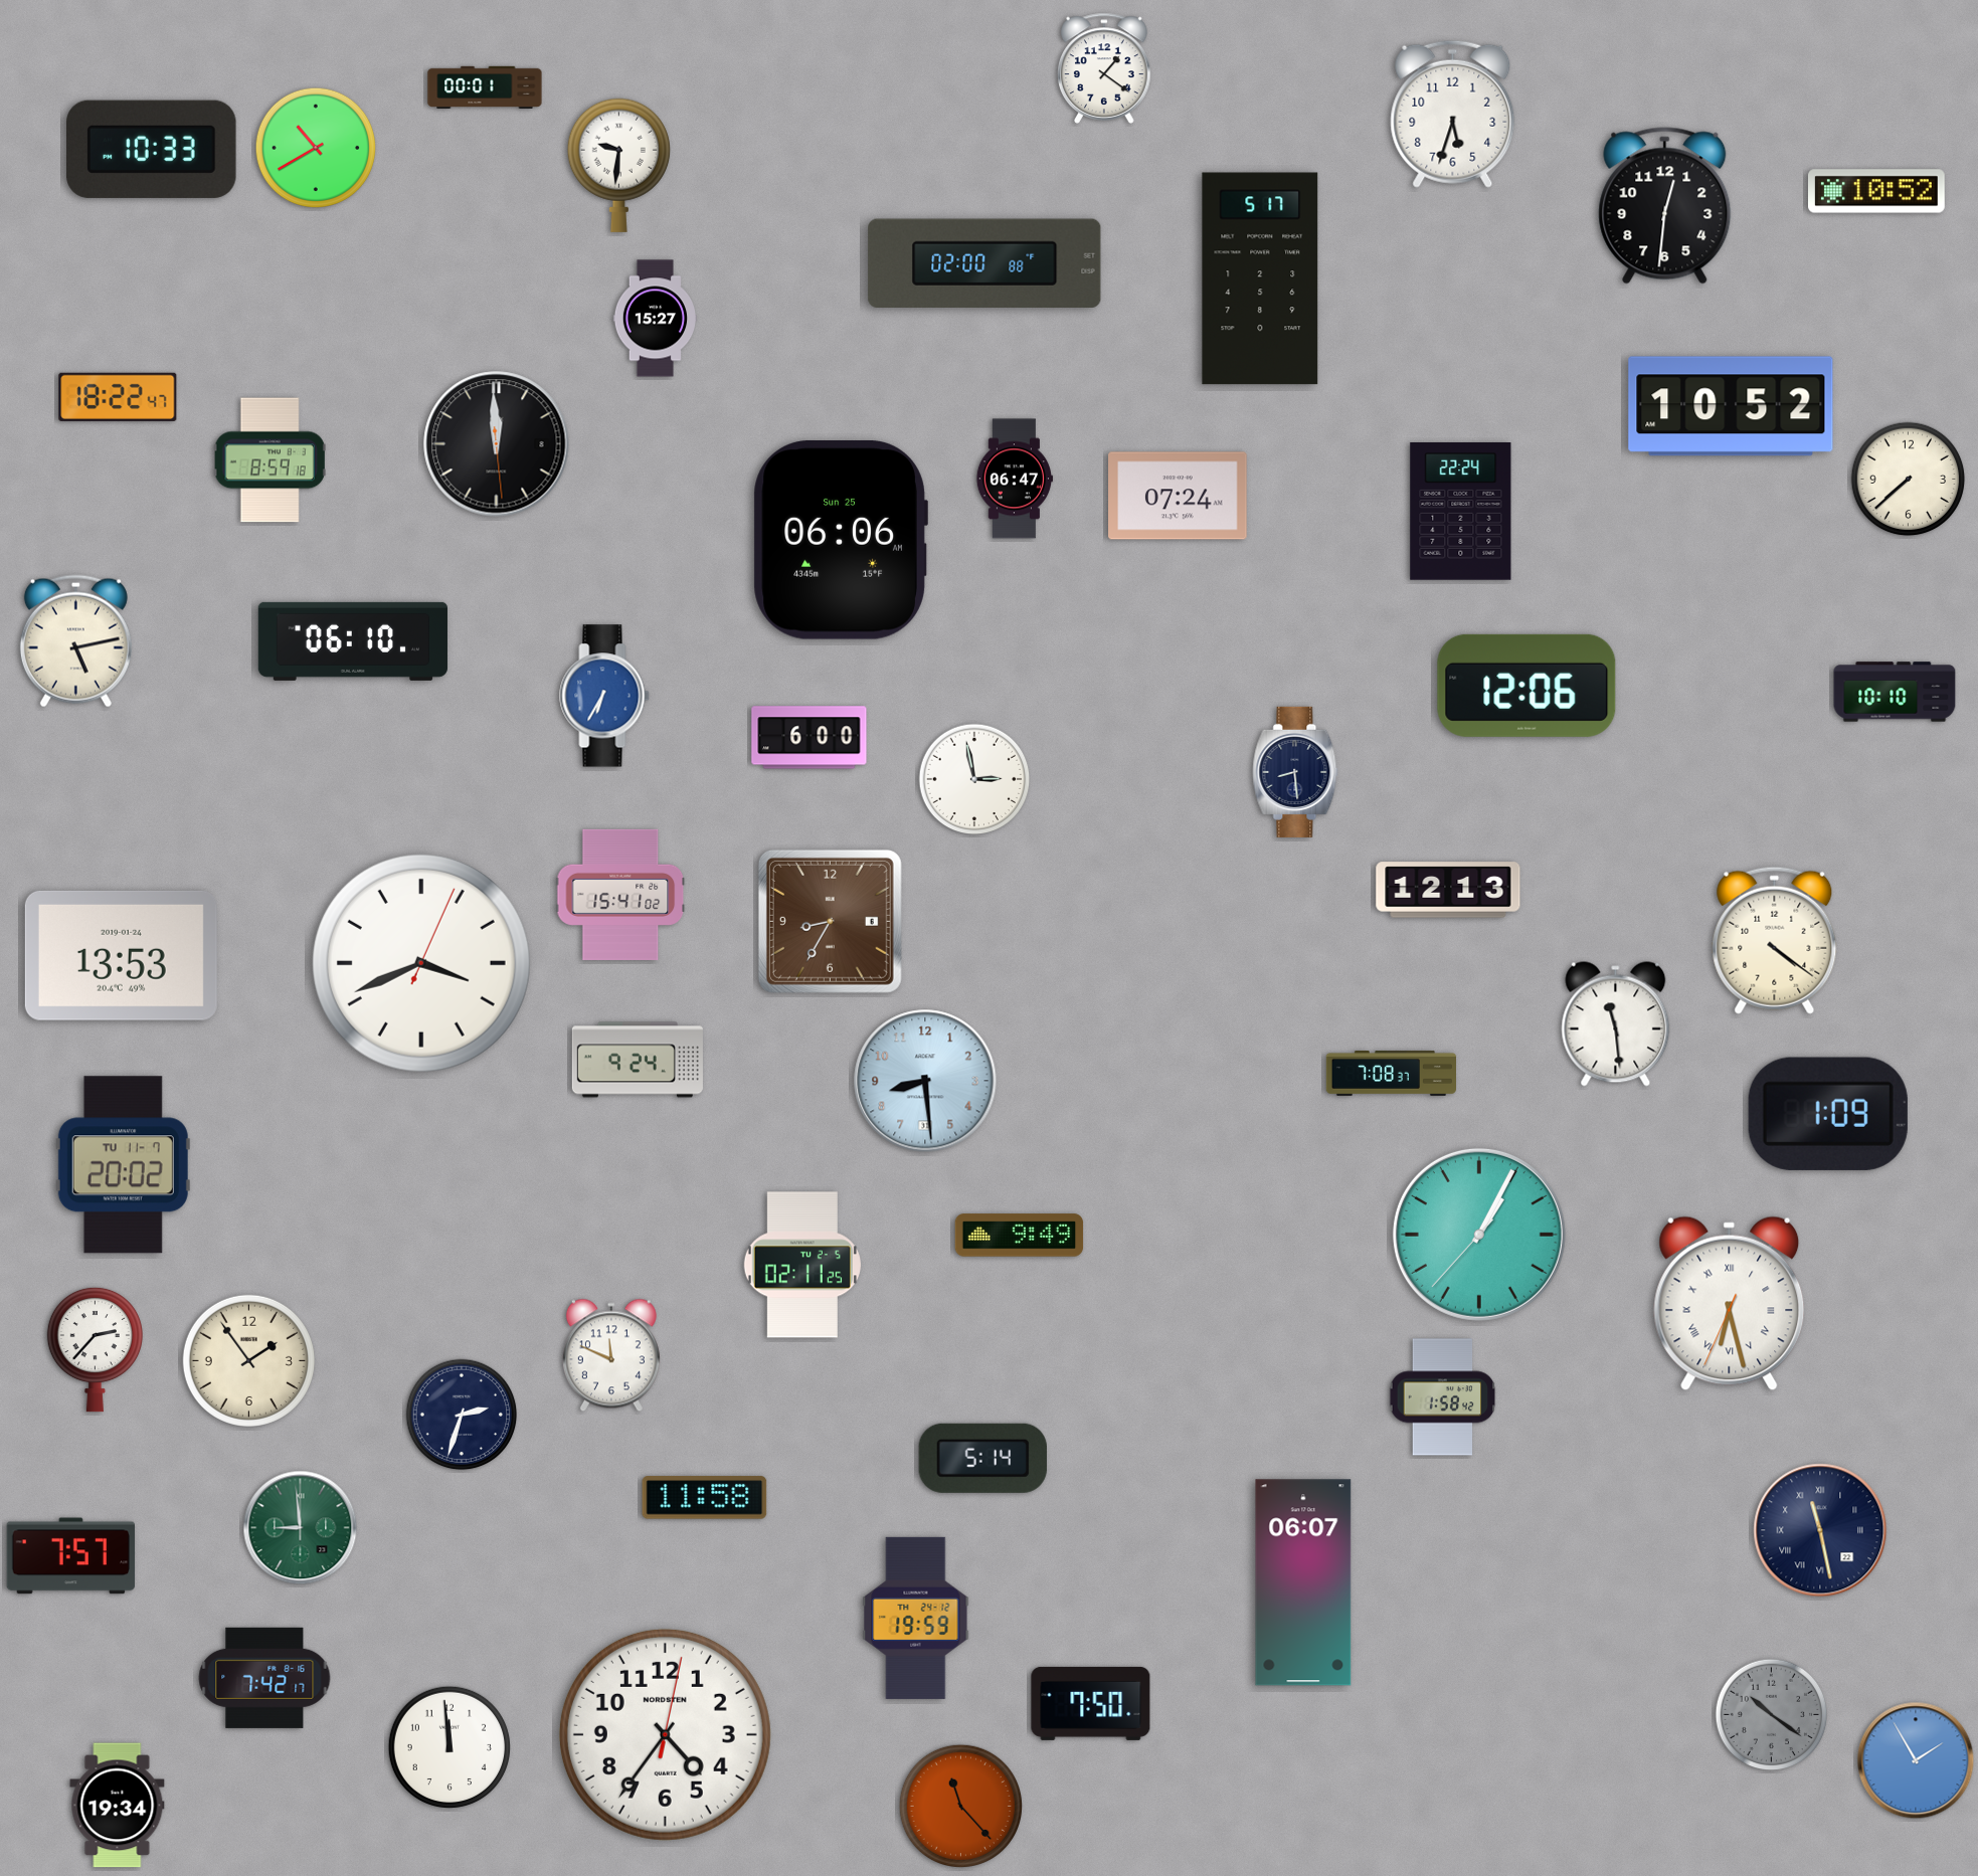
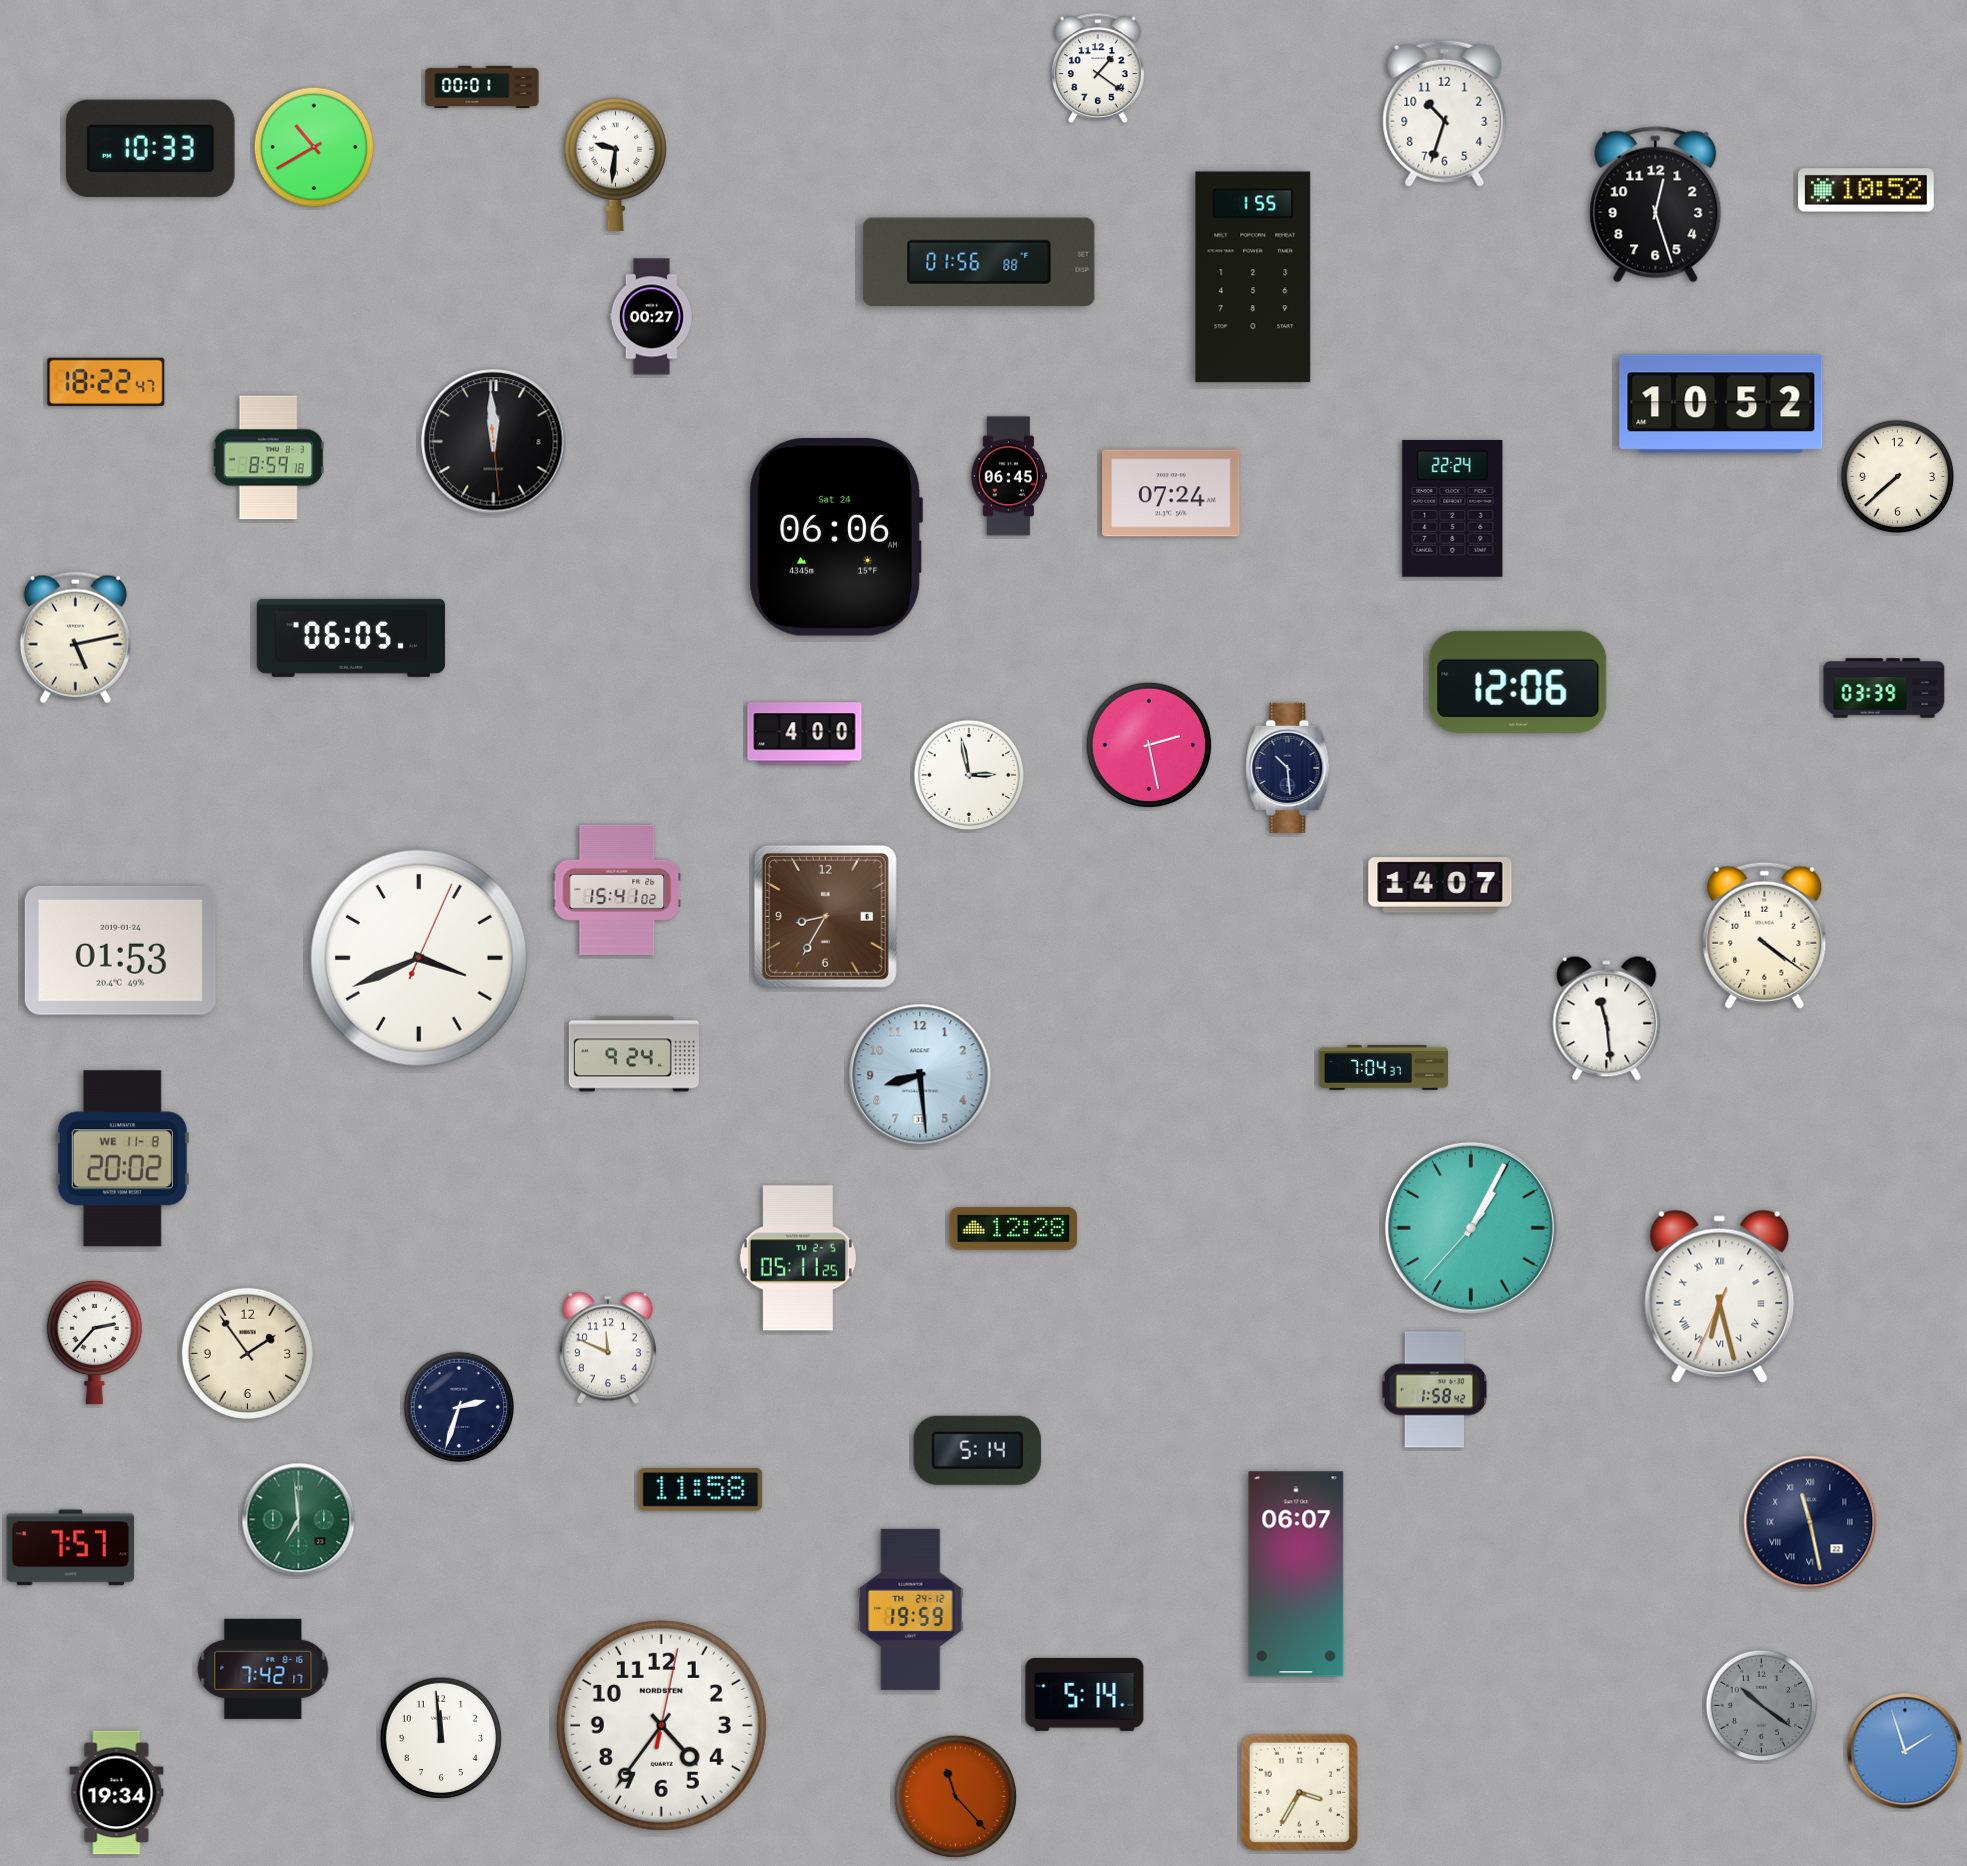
clock at (1453, 114): 5:33 -> 10:33
clock at (1665, 206): 12:31 -> 12:27
clock at (984, 262): 02:00 -> 01:56
clock at (1260, 278): 5:17 -> 1:55
clock at (655, 319): 15:27 -> 00:27
clock at (118, 397) position: (118, 397) -> (106, 382)
clock at (1015, 479): 06:47 -> 06:45
clock at (841, 541) date: Sun 25 -> Sat 24
clock at (353, 641): 06:10 -> 06:05
clock at (1895, 692): 10:10 -> 03:39
clock at (604, 696): 6:35 -> none
clock at (810, 738): 6:00 -> 4:00
clock at (1148, 744): none -> 2:28
clock at (1295, 772): 8:29 -> 10:29
clock at (1448, 890): 12:13 -> 14:07
clock at (121, 955): 13:53 -> 01:53
clock at (1391, 1073): 7:08 -> 7:04
clock at (1828, 1114): 1:09 -> none
clock at (123, 1165) date: TU 11-7 -> WE 11-8
clock at (1020, 1236): 9:49 -> 12:28
clock at (802, 1265): 02:11 -> 05:11
clock at (301, 1528): 8:59 -> 6:59
clock at (1091, 1703): 7:50 -> 5:14
clock at (448, 1746) position: (448, 1746) -> (440, 1737)
clock at (1916, 1760): 1:55 -> 1:57
clock at (1299, 1792): none -> 3:35
clock at (118, 1806) position: (118, 1806) -> (117, 1793)
